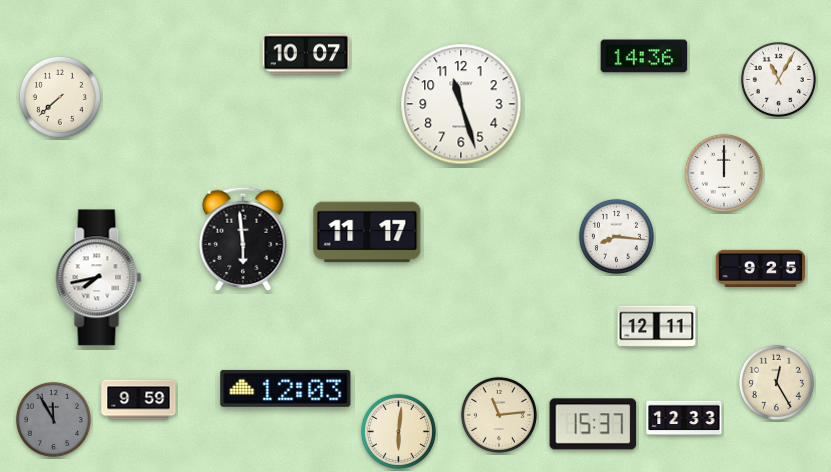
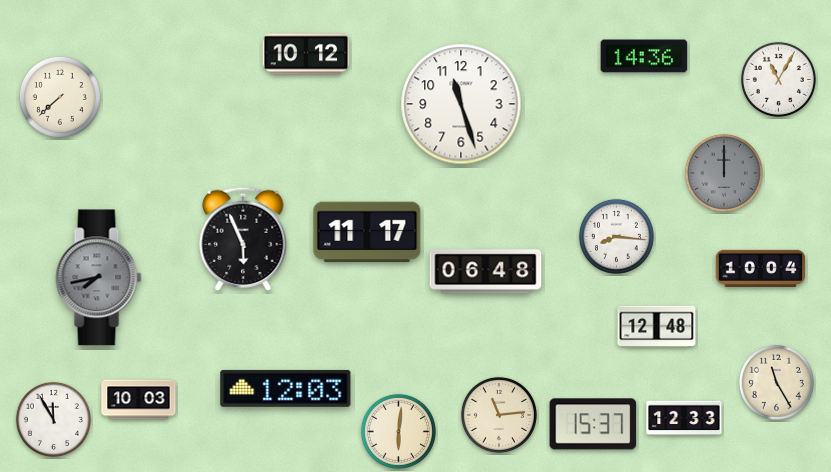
clock at (306, 54): 10:07 -> 10:12
clock at (724, 173) dial: white -> grey
clock at (243, 238): 5:59 -> 5:56
clock at (761, 268): 9:25 -> 10:04
clock at (486, 272): none -> 06:48
clock at (99, 278) dial: white -> grey
clock at (657, 327): 12:11 -> 12:48
clock at (776, 382): 12:25 -> 11:25
clock at (139, 400): 9:59 -> 10:03
clock at (53, 419) dial: grey -> white
